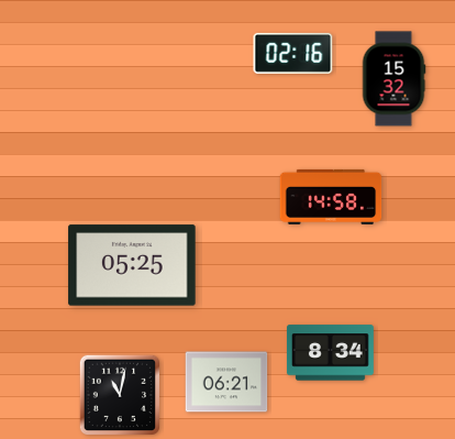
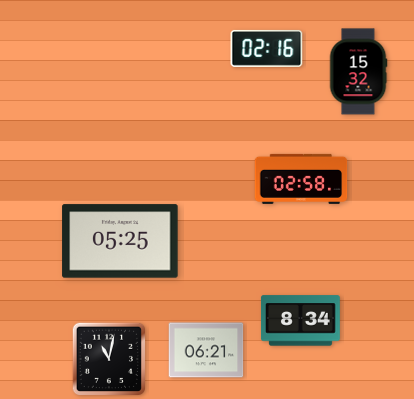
clock at (331, 197): 14:58 -> 02:58
clock at (226, 382) position: (226, 382) -> (206, 350)
